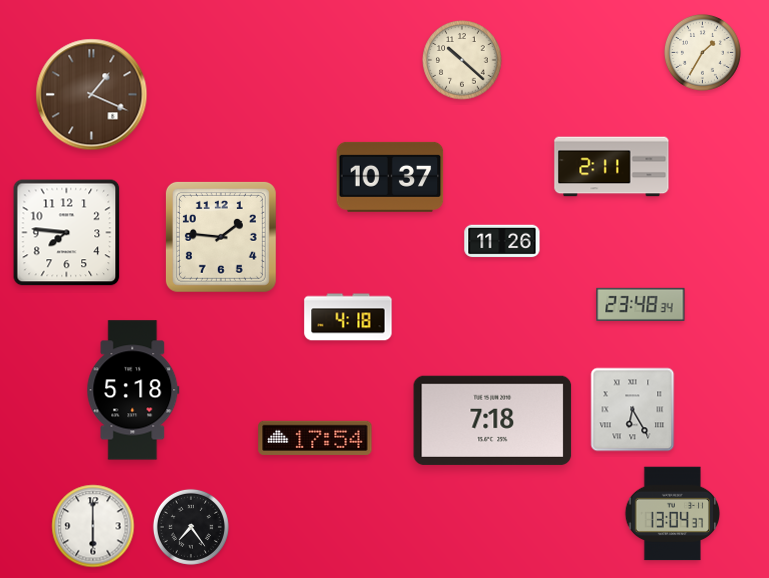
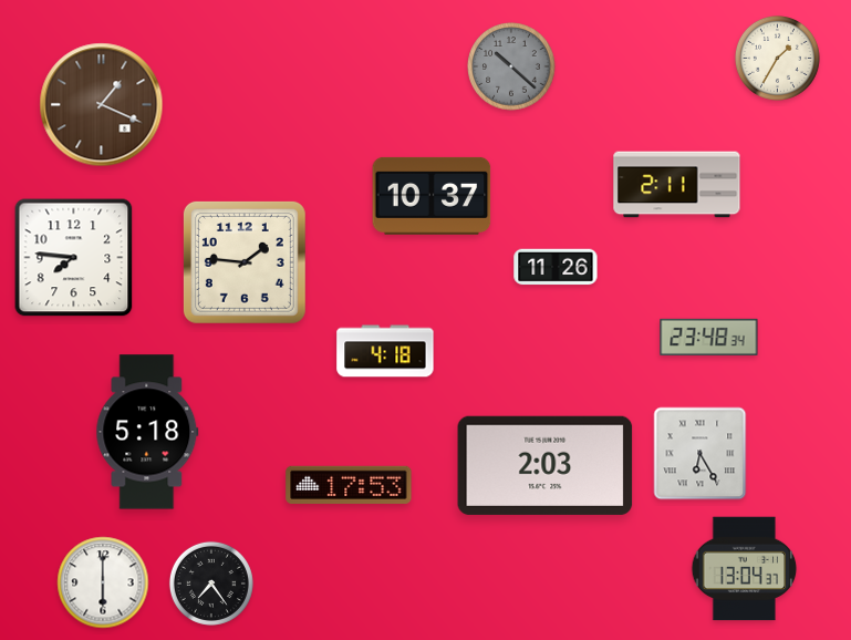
clock at (462, 60) dial: cream -> grey
clock at (493, 420): 7:18 -> 2:03
clock at (315, 438): 17:54 -> 17:53
